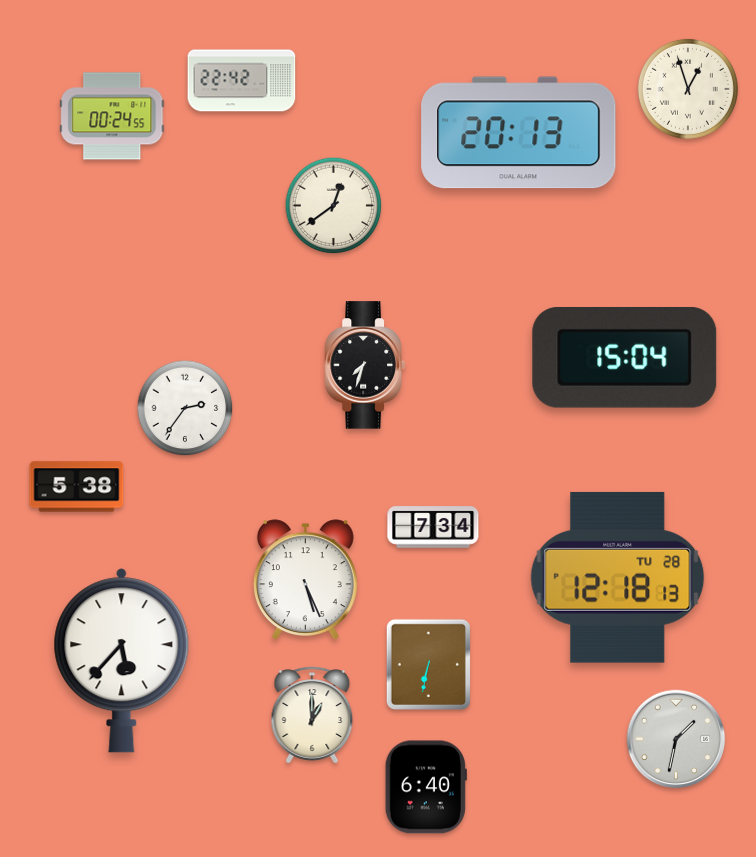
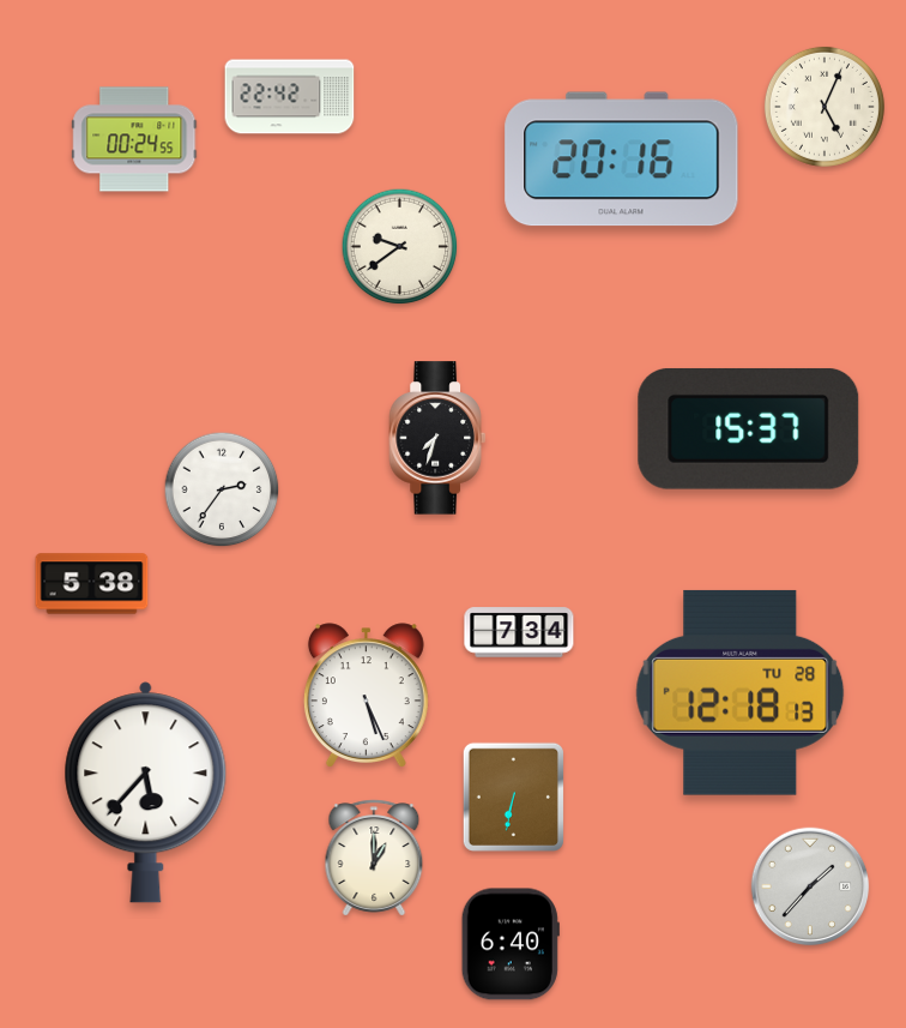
clock at (688, 89): 12:57 -> 5:04
clock at (519, 133): 20:13 -> 20:16
clock at (334, 206): 12:39 -> 9:39
clock at (625, 357): 15:04 -> 15:37
clock at (676, 739): 1:32 -> 1:37
